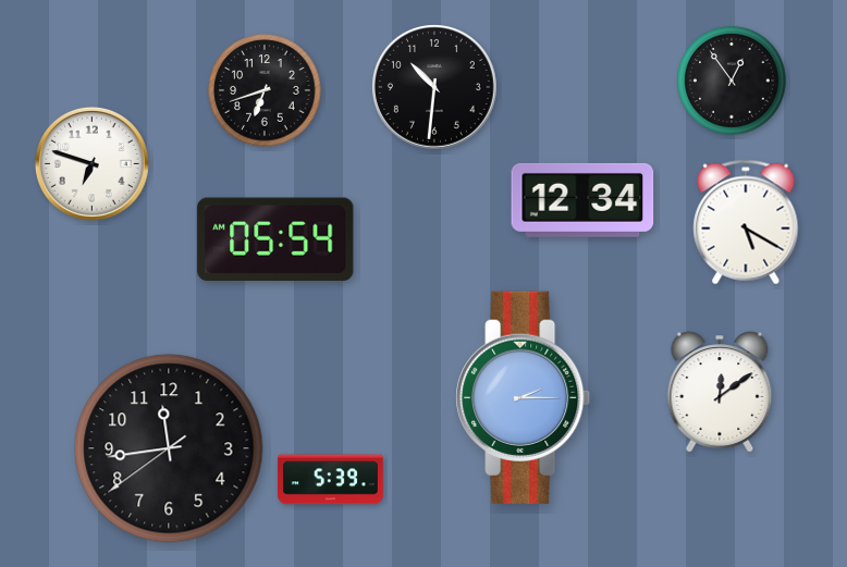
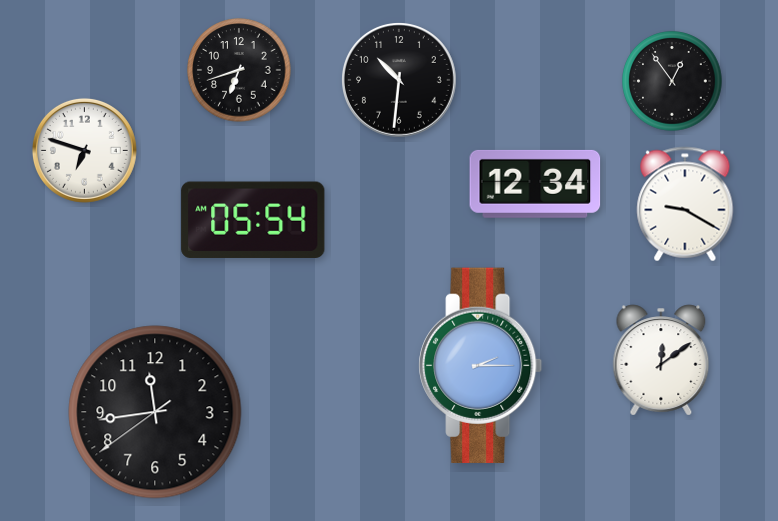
clock at (732, 81) position: (732, 81) -> (672, 81)
clock at (265, 90) position: (265, 90) -> (239, 70)
clock at (746, 222): 5:20 -> 9:20
clock at (331, 480): 5:39 -> none
